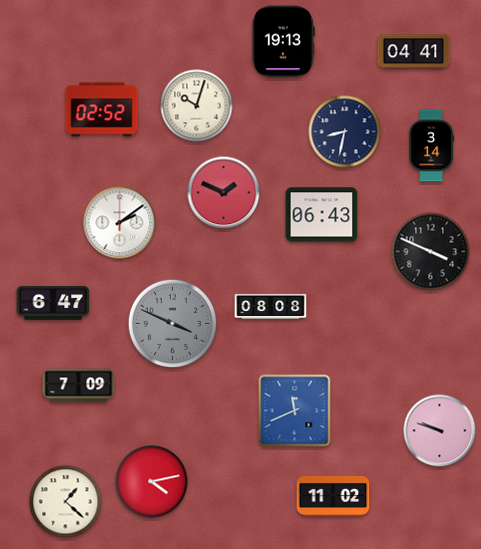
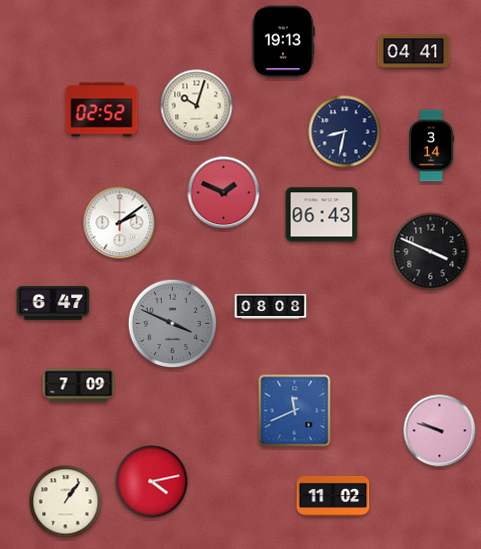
clock at (66, 502): 1:22 -> 1:06
